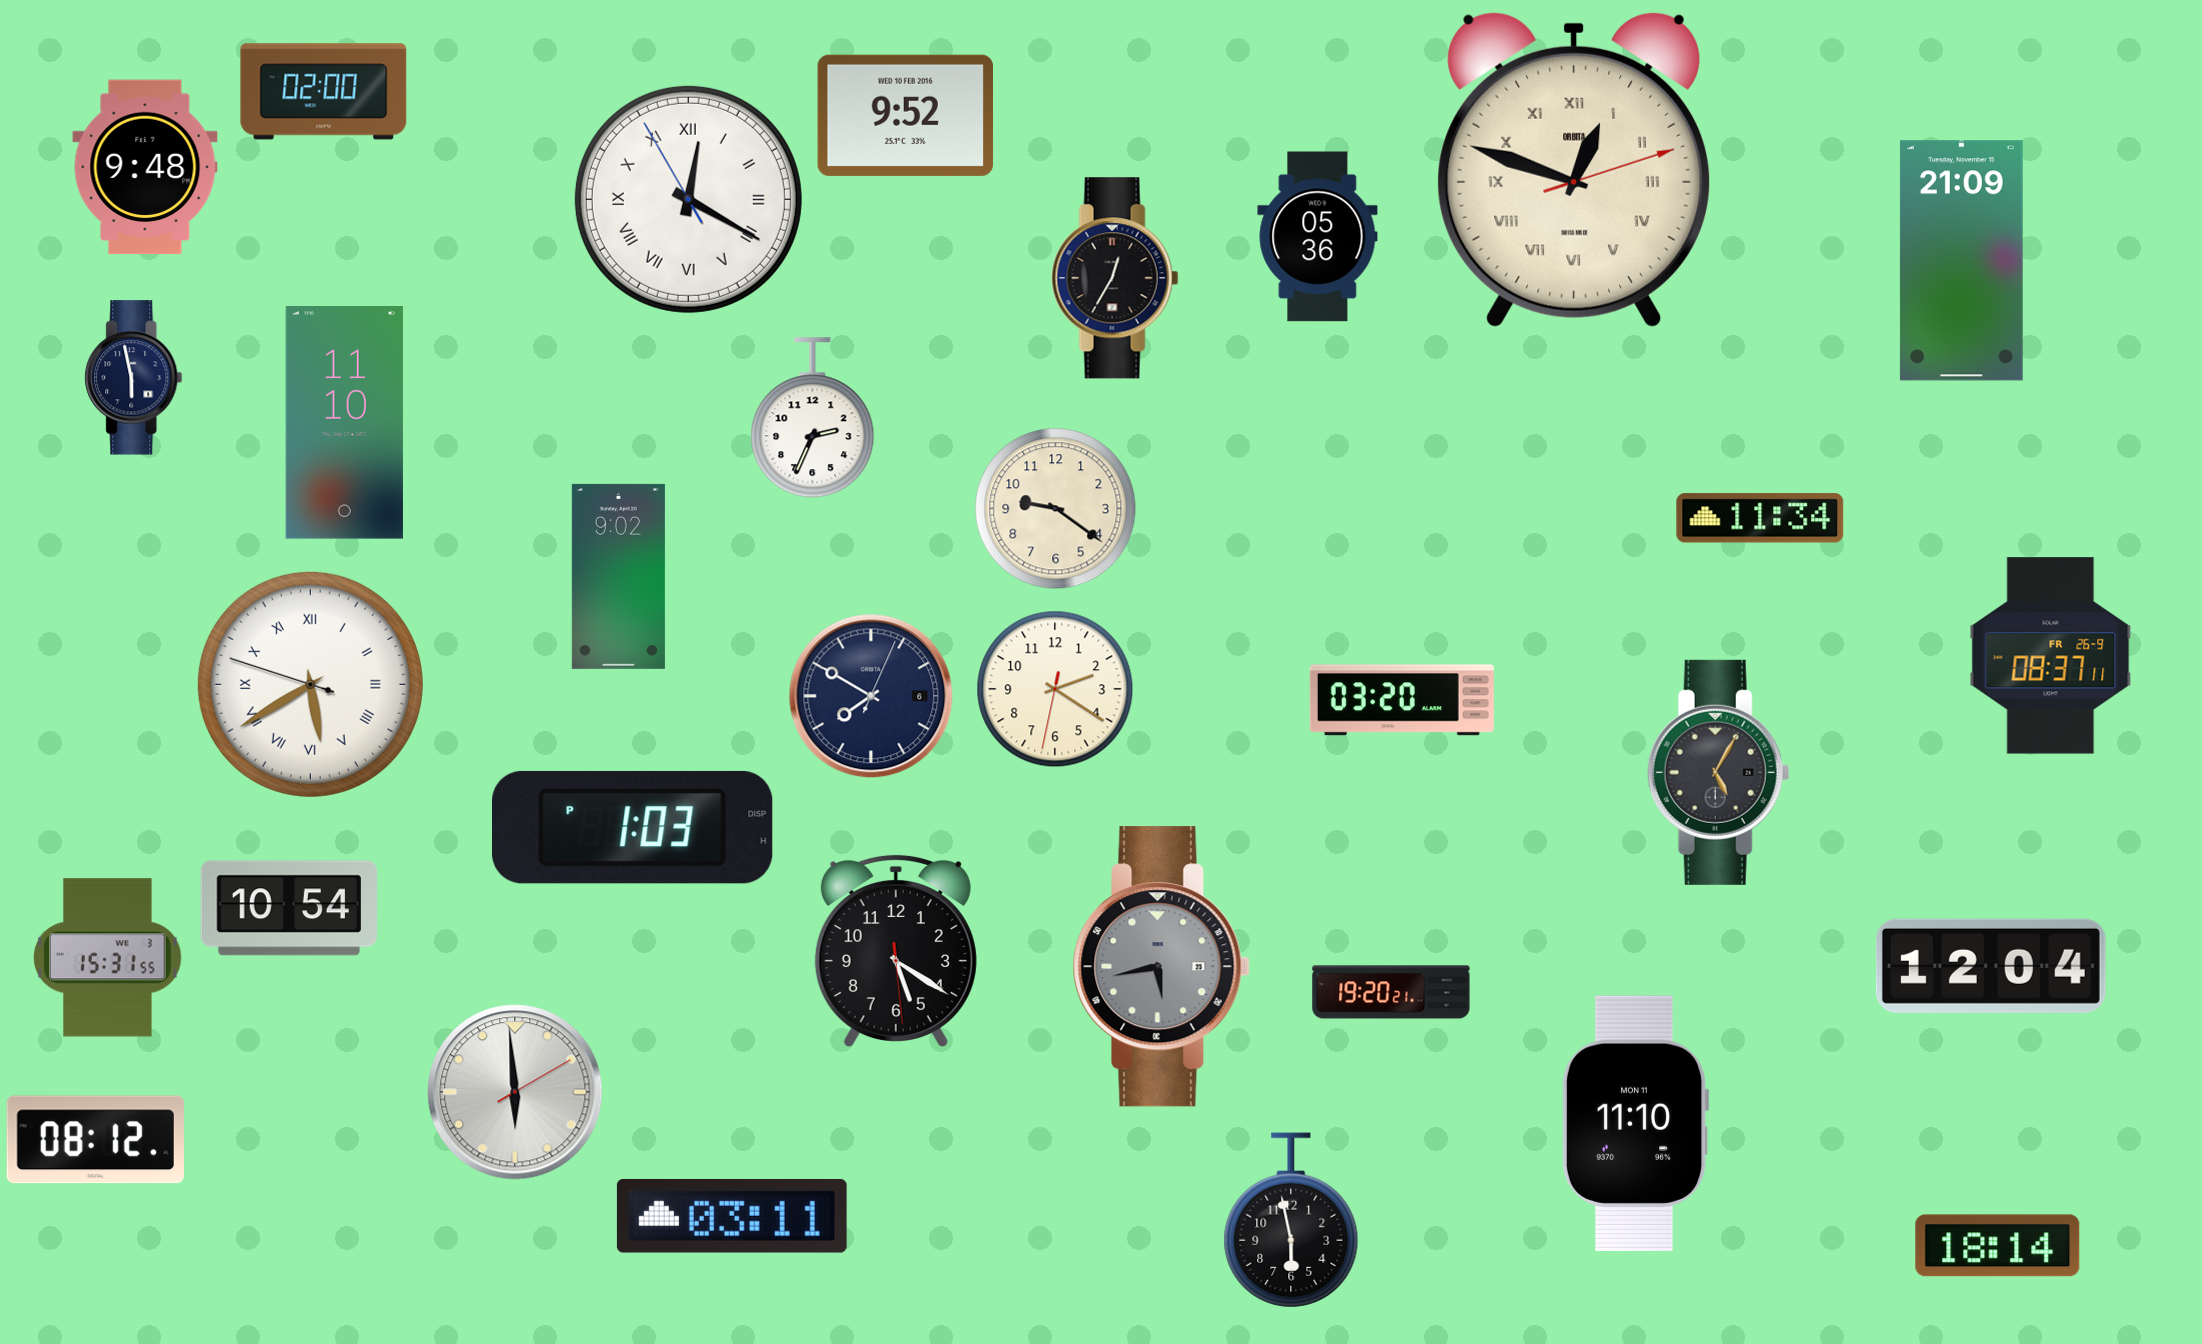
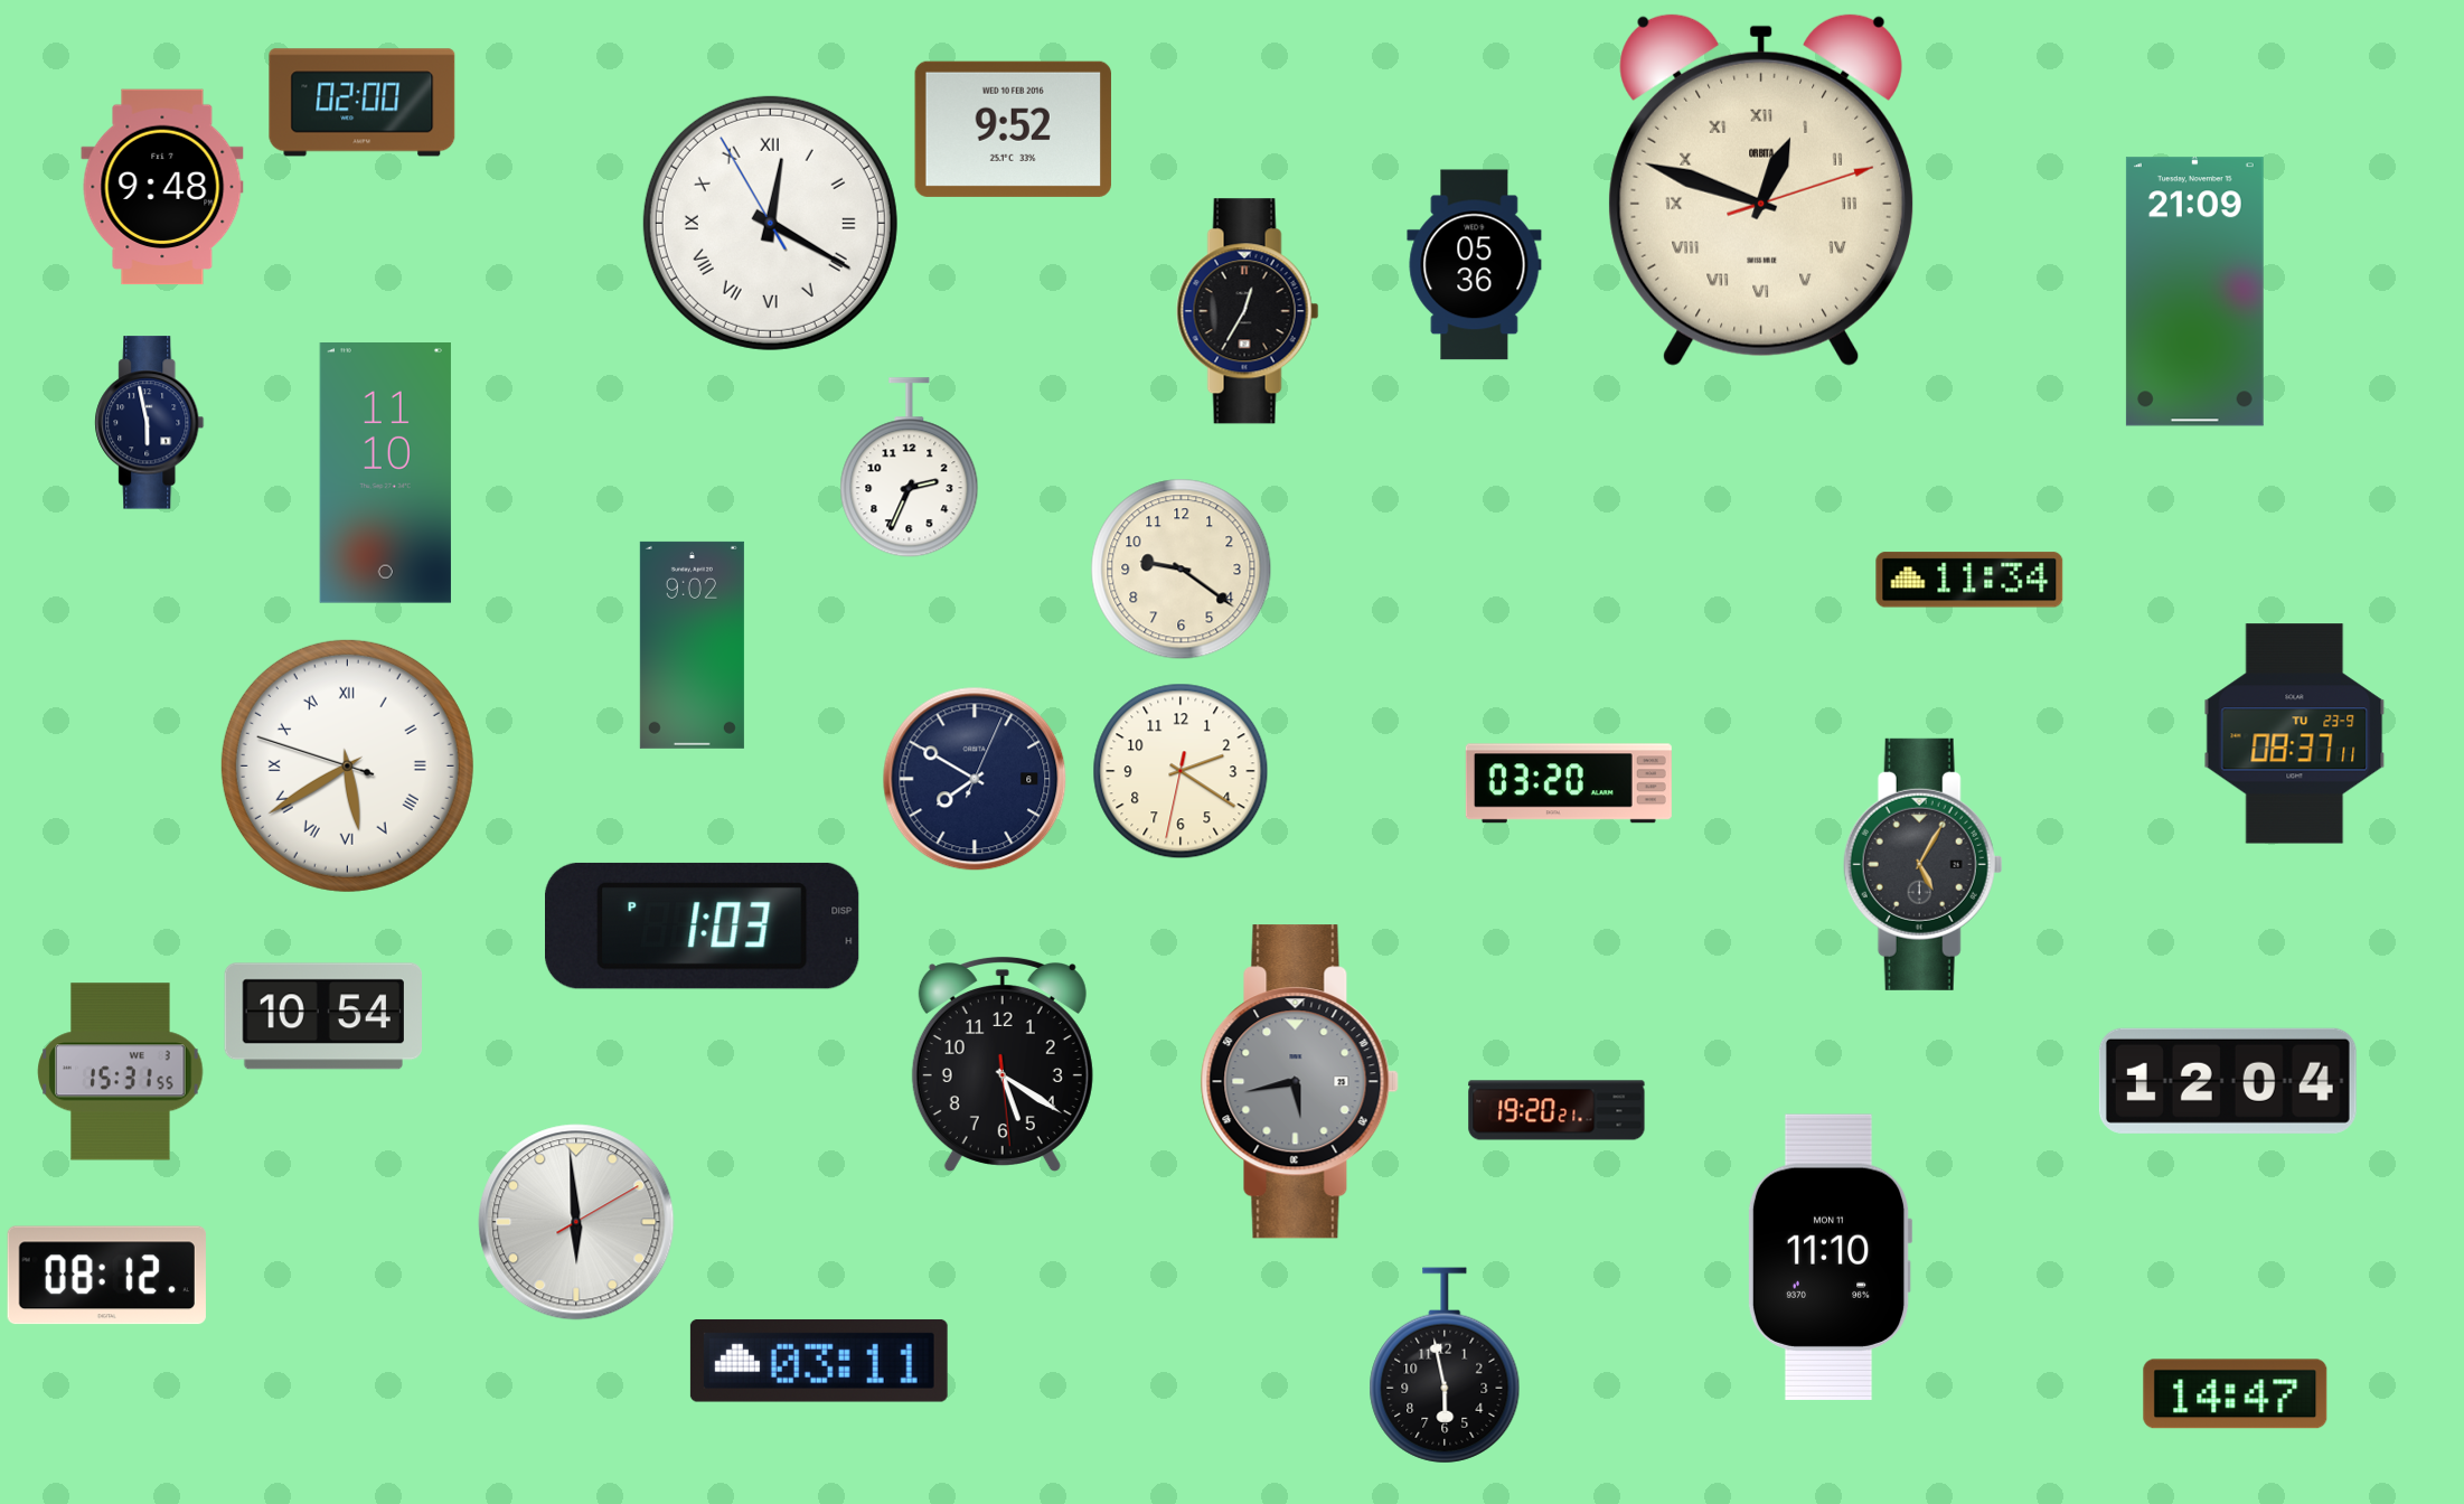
clock at (2051, 656) date: FR 26-9 -> TU 23-9
clock at (633, 827) position: (633, 827) -> (703, 925)
clock at (1998, 1246): 18:14 -> 14:47
